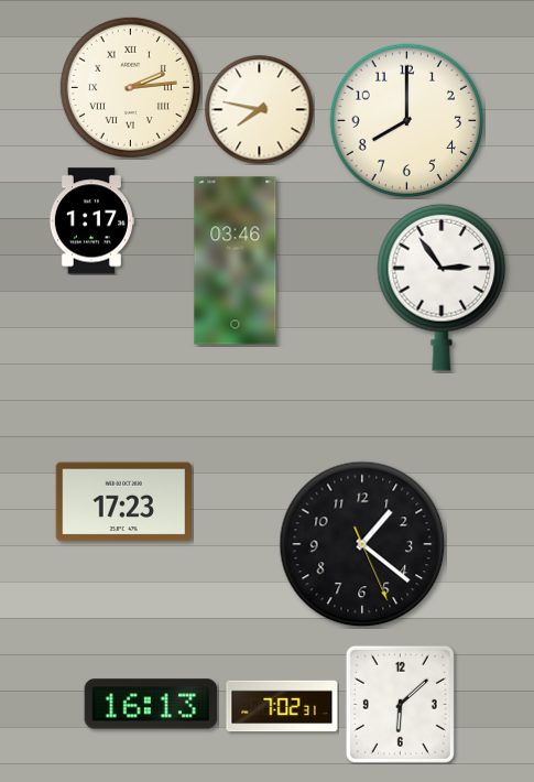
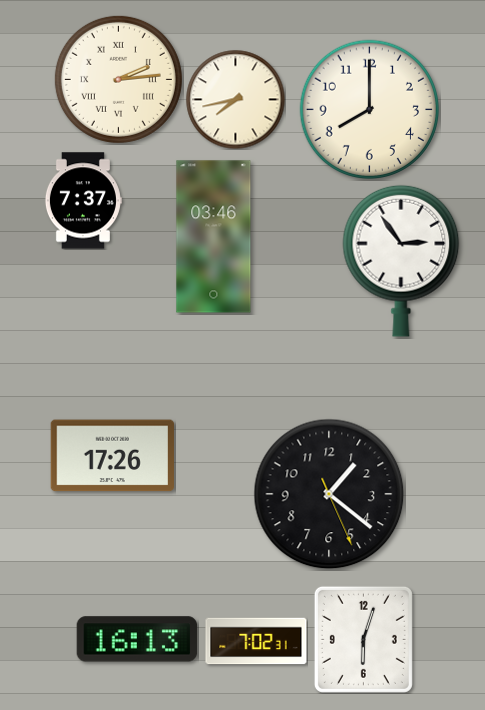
clock at (260, 110): 7:47 -> 7:43
clock at (91, 221): 1:17 -> 7:37
clock at (123, 502): 17:23 -> 17:26
clock at (400, 704): 6:08 -> 6:03
